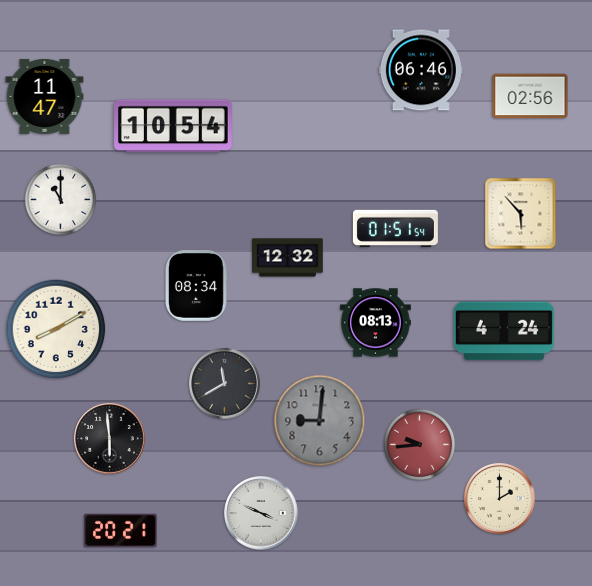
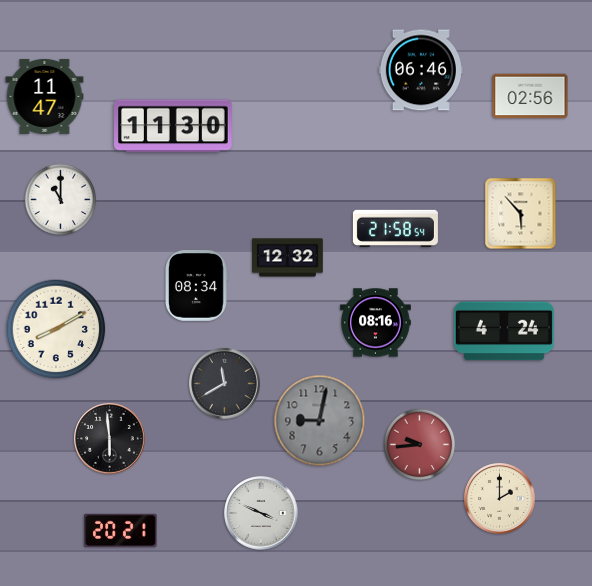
clock at (173, 126): 10:54 -> 11:30
clock at (395, 228): 01:51 -> 21:58
clock at (376, 323): 08:13 -> 08:16
clock at (320, 421): 9:01 -> 9:02
